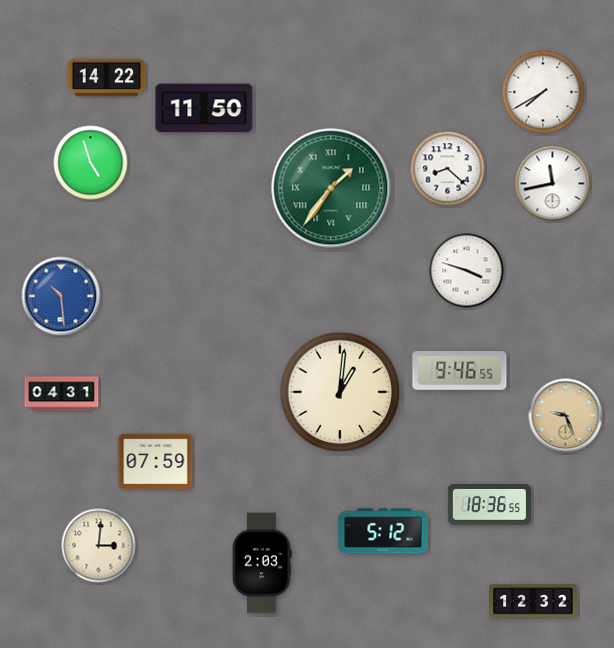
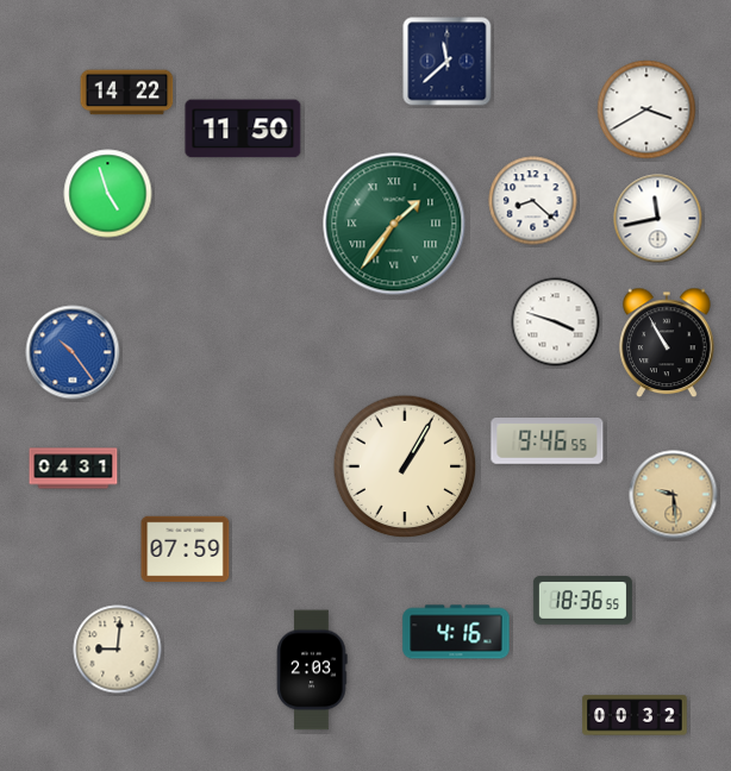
clock at (448, 62): none -> 11:38
clock at (543, 92): 7:40 -> 3:40
clock at (667, 343): none -> 10:55
clock at (61, 296): 10:29 -> 10:24
clock at (340, 392): 1:01 -> 1:05
clock at (566, 416): 9:26 -> 9:29
clock at (383, 531): 5:12 -> 4:16
clock at (99, 546): 3:01 -> 9:01
clock at (533, 601): 12:32 -> 00:32
